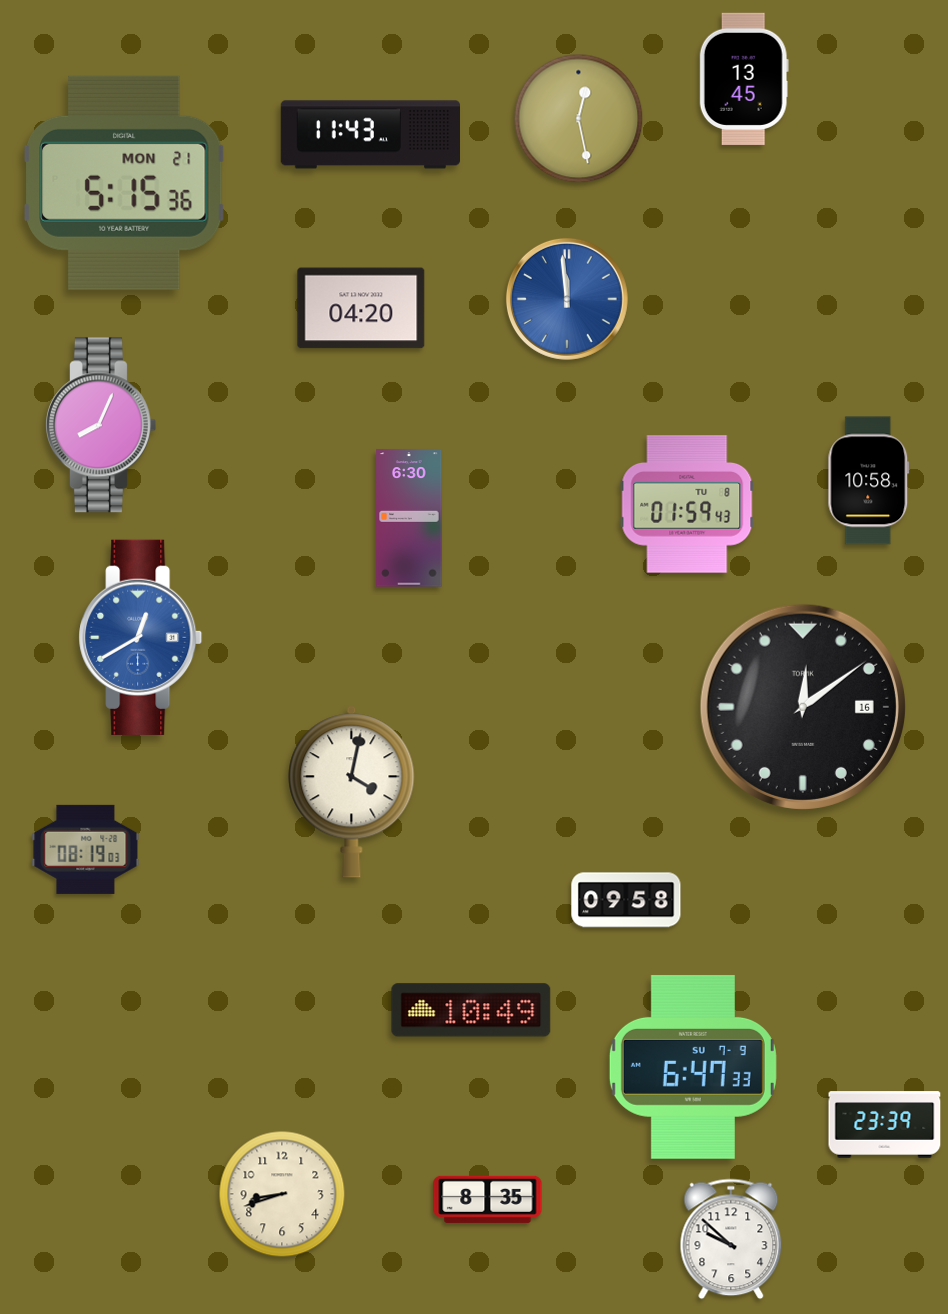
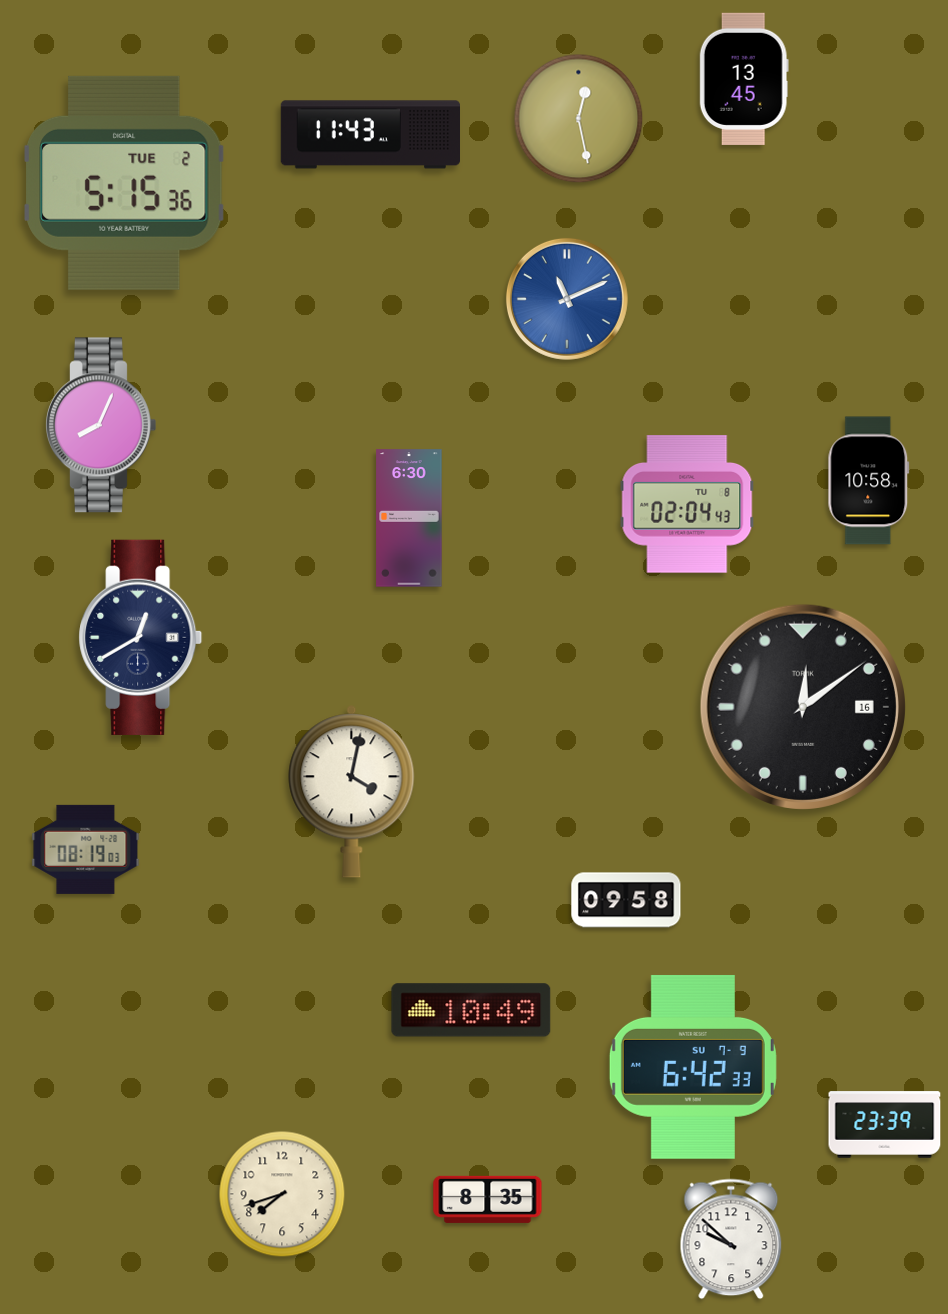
clock at (124, 183) date: MON 21 -> TUE 2
clock at (567, 299): 11:59 -> 11:11
clock at (361, 308): 04:20 -> none
clock at (687, 504): 01:59 -> 02:04
clock at (141, 637) dial: blue -> navy
clock at (693, 1067): 6:47 -> 6:42
clock at (282, 1194): 8:42 -> 7:42
